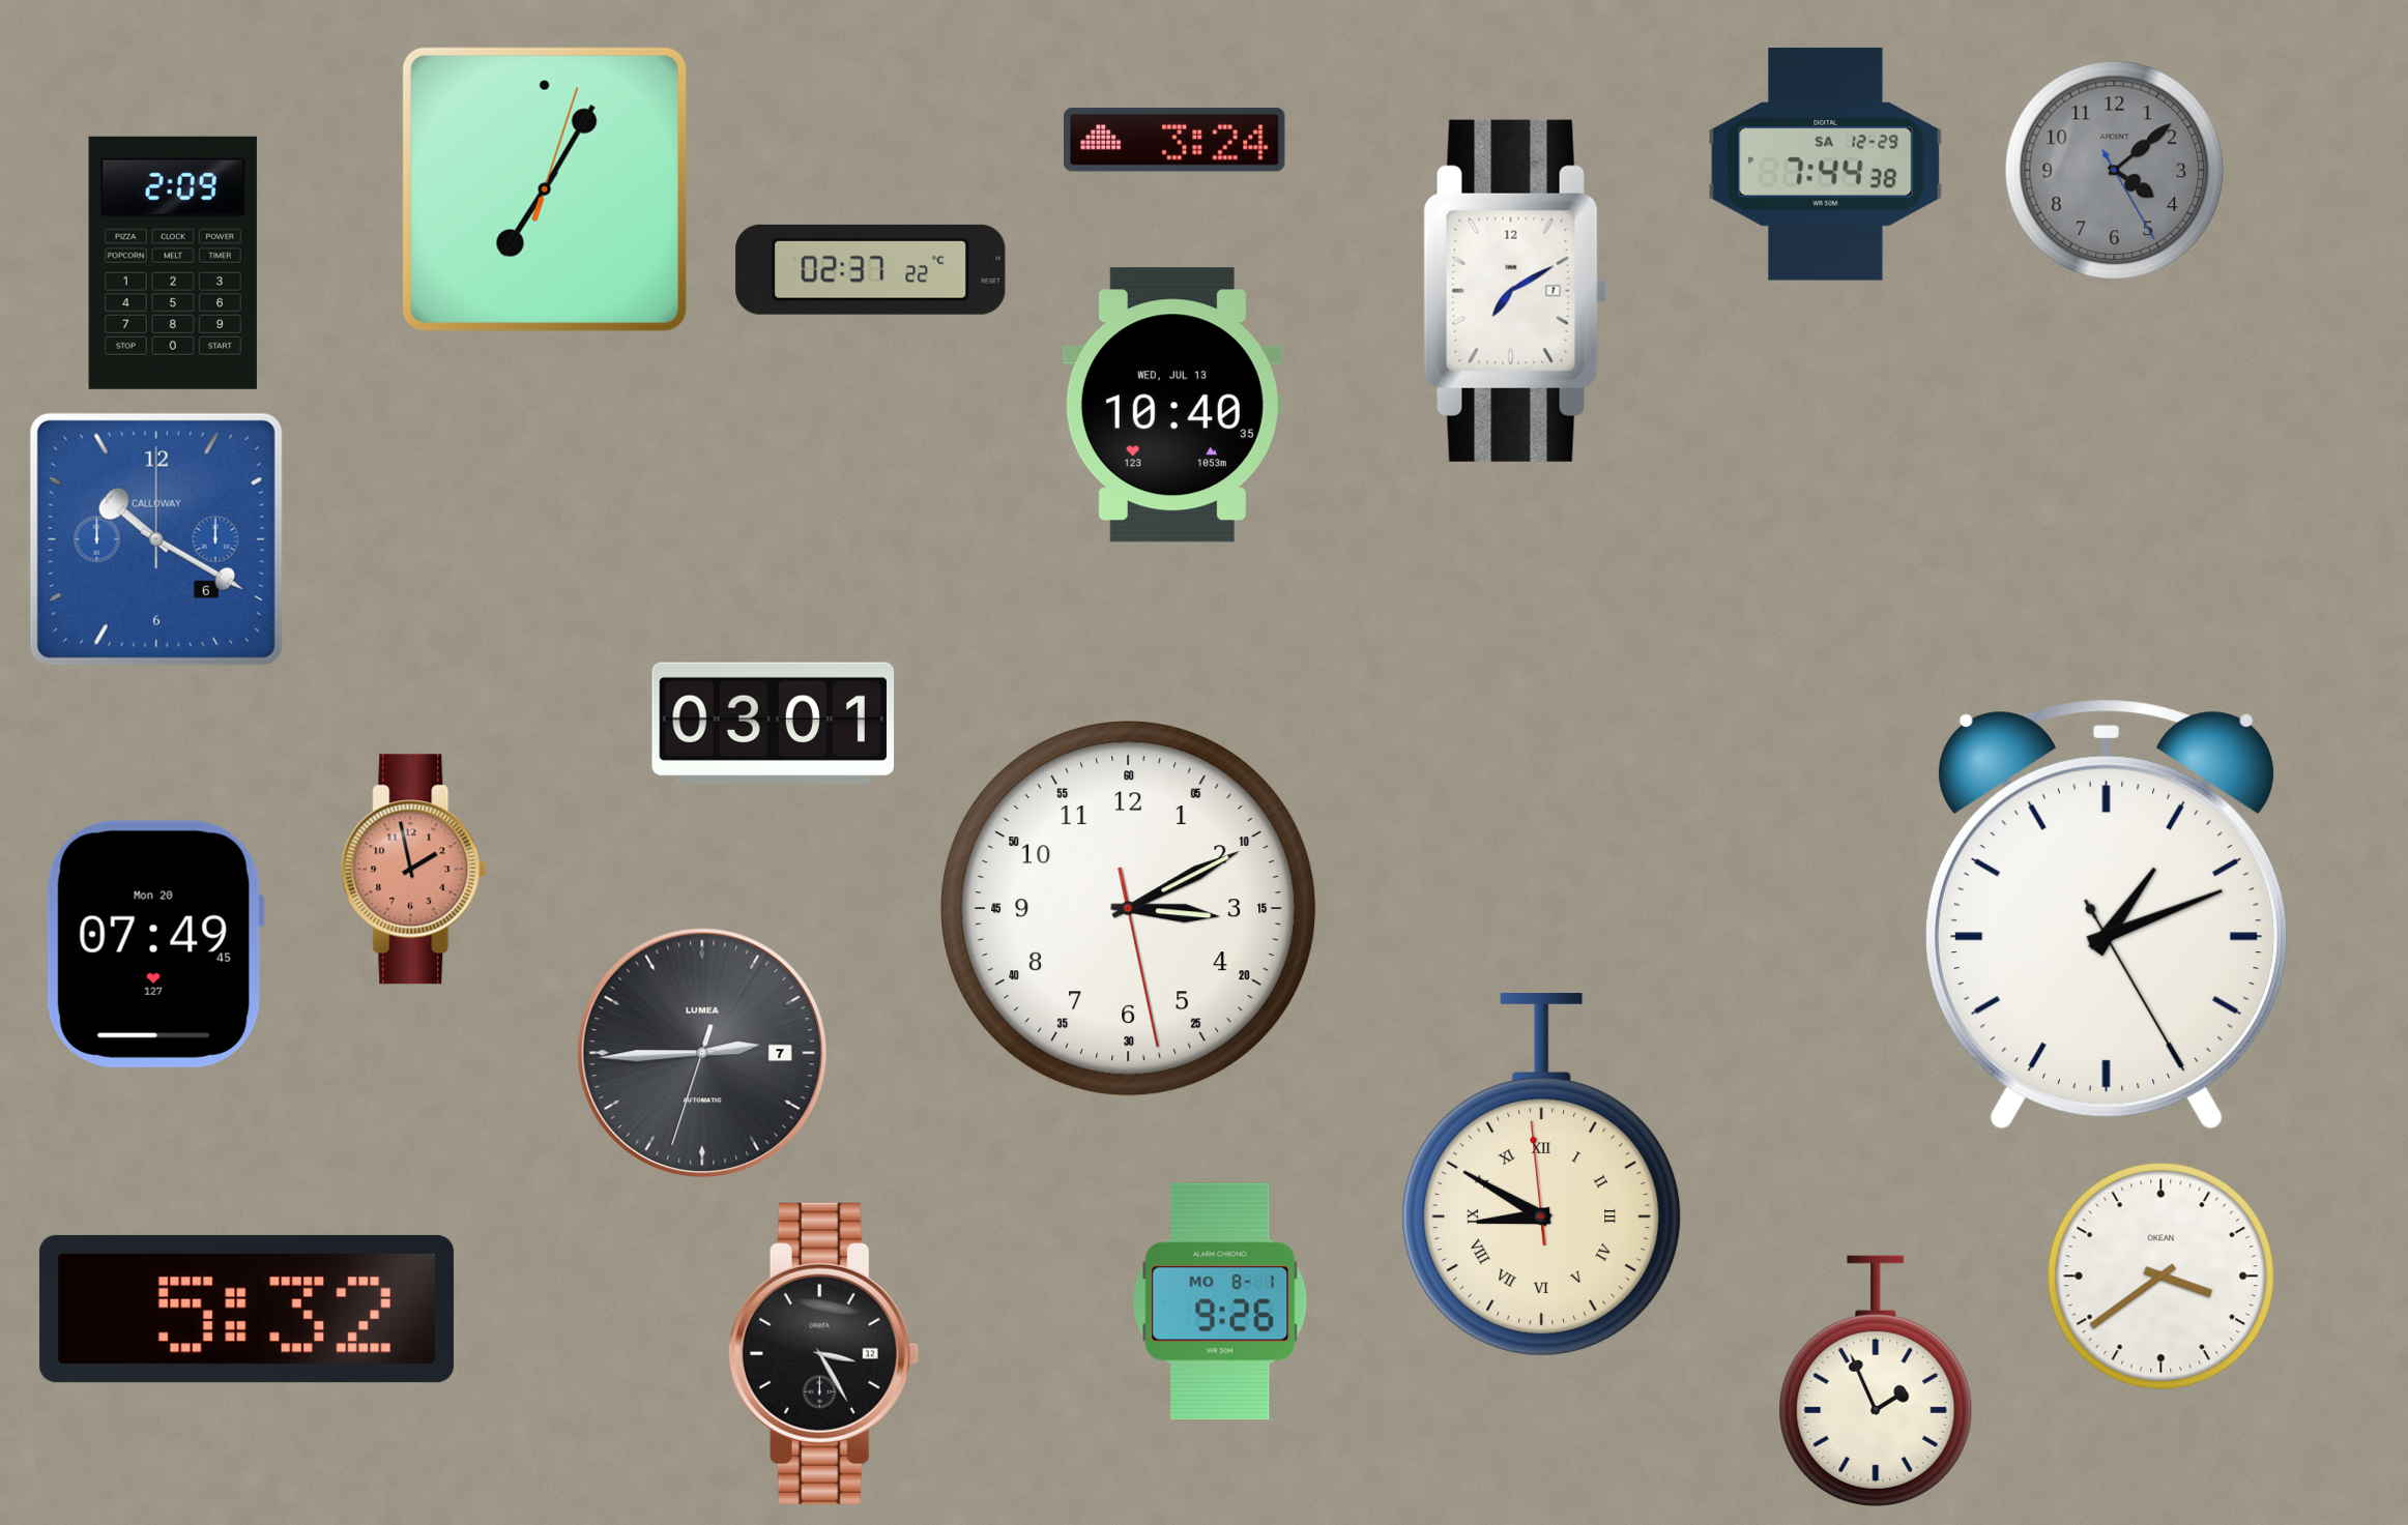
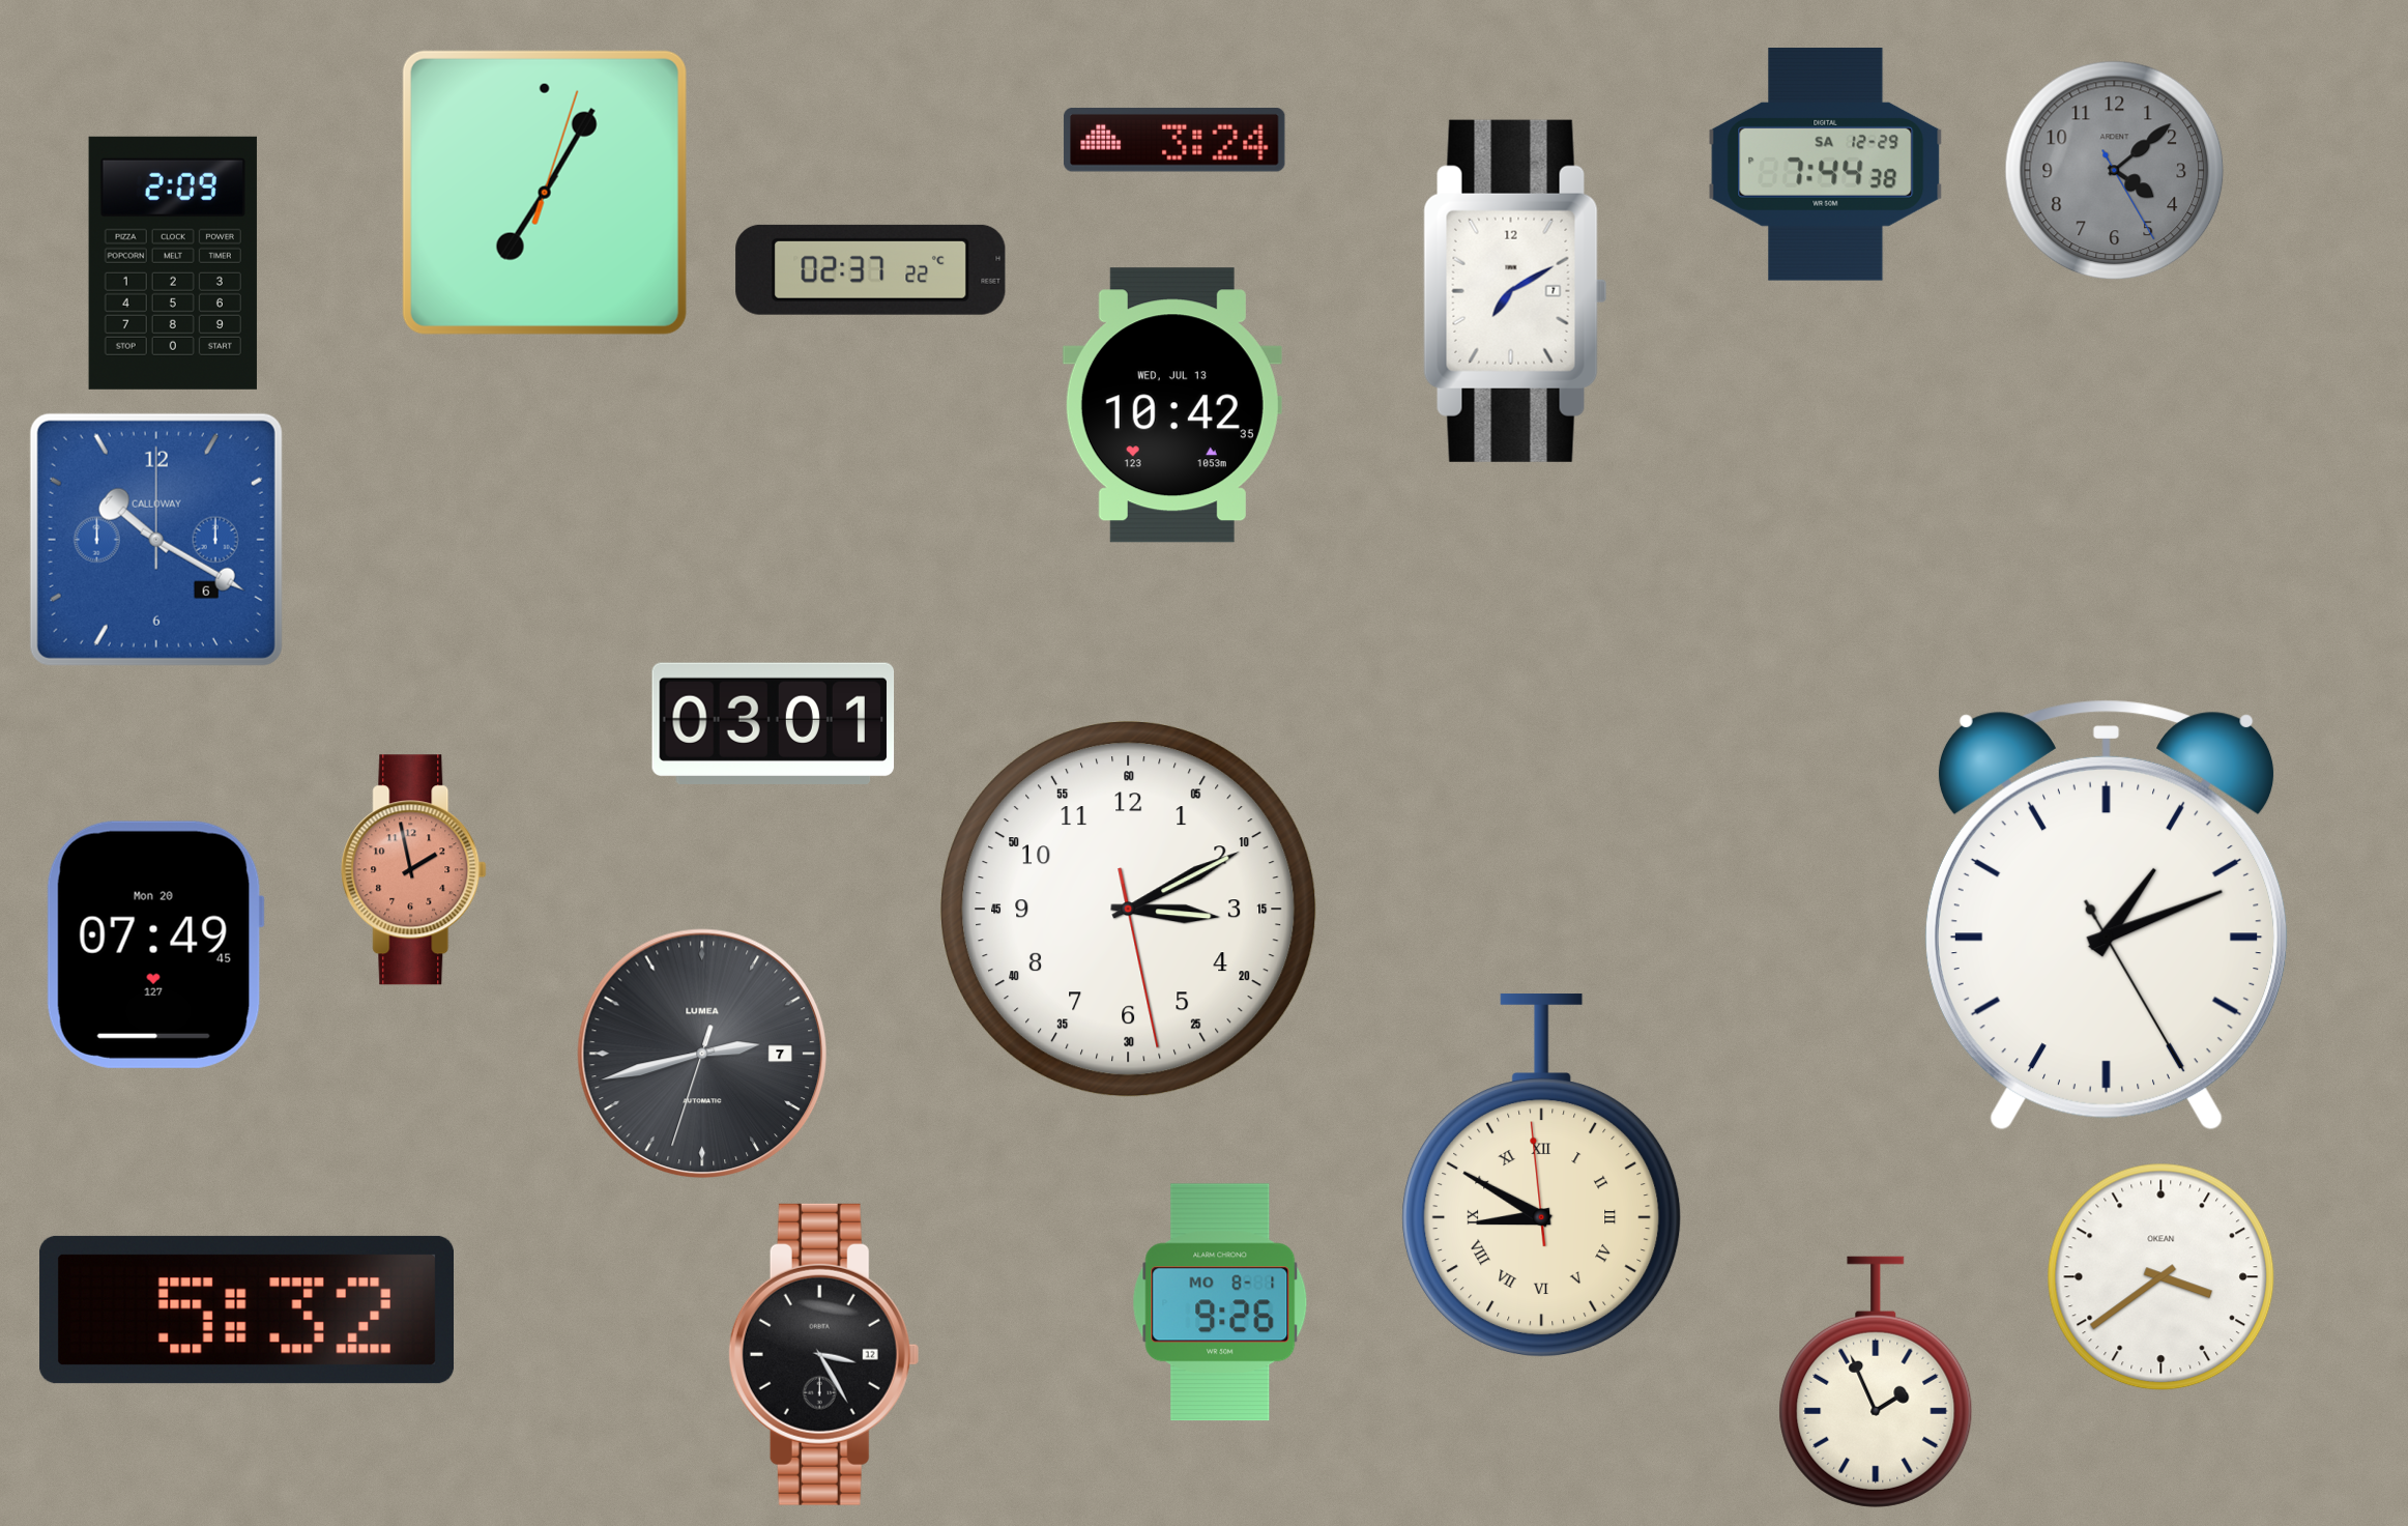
clock at (545, 189) position: (545, 189) -> (545, 193)
clock at (1172, 405): 10:40 -> 10:42
clock at (702, 1053): 2:44 -> 2:42
